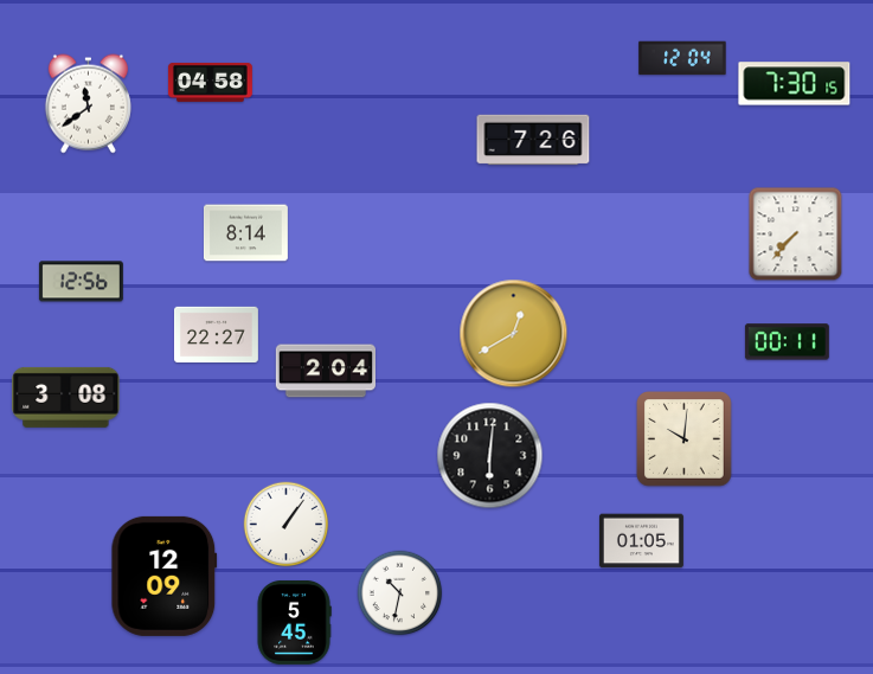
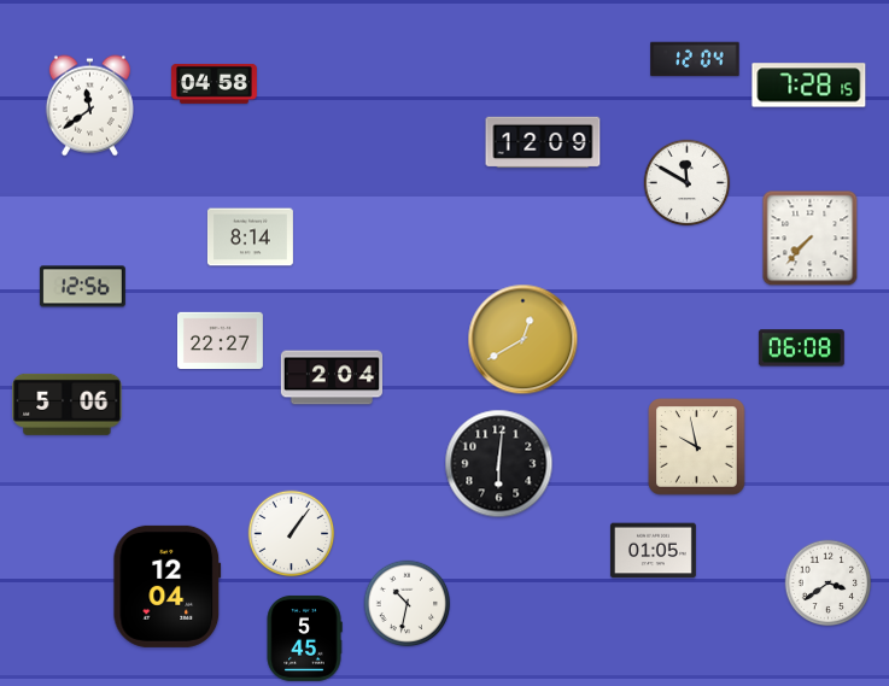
clock at (795, 84): 7:30 -> 7:28
clock at (533, 140): 7:26 -> 12:09
clock at (688, 183): none -> 11:50
clock at (787, 342): 00:11 -> 06:08
clock at (66, 397): 3:08 -> 5:06
clock at (685, 439): 10:01 -> 9:58
clock at (829, 584): none -> 3:39
clock at (165, 576): 12:09 -> 12:04
clock at (294, 622) position: (294, 622) -> (304, 638)
